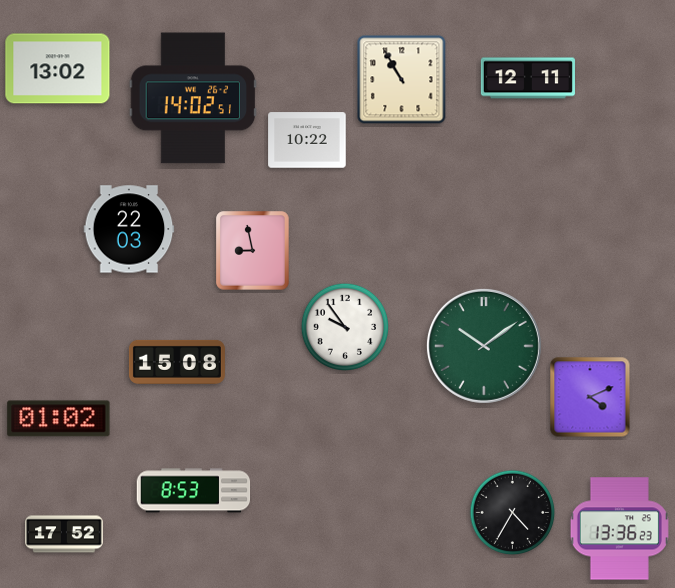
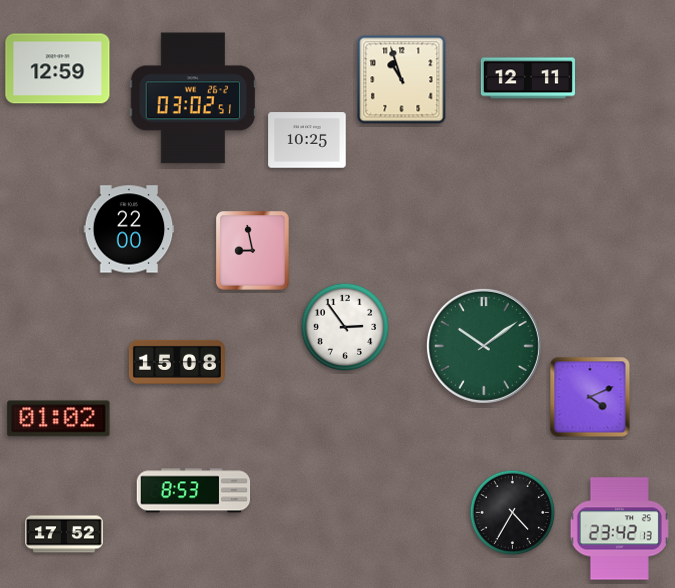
clock at (58, 69): 13:02 -> 12:59
clock at (402, 80): 10:55 -> 10:57
clock at (193, 98): 14:02 -> 03:02
clock at (307, 140): 10:22 -> 10:25
clock at (129, 229): 22:03 -> 22:00
clock at (344, 326): 9:54 -> 2:54
clock at (619, 529): 13:36 -> 23:42
